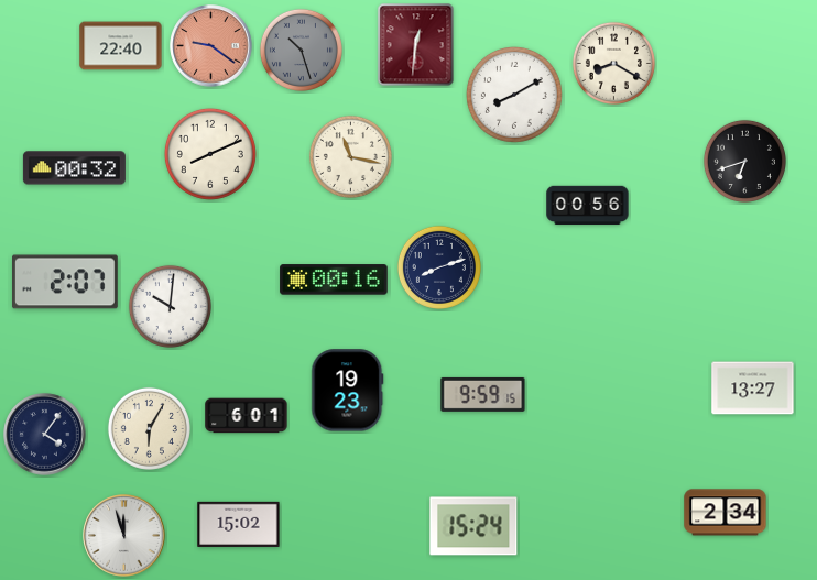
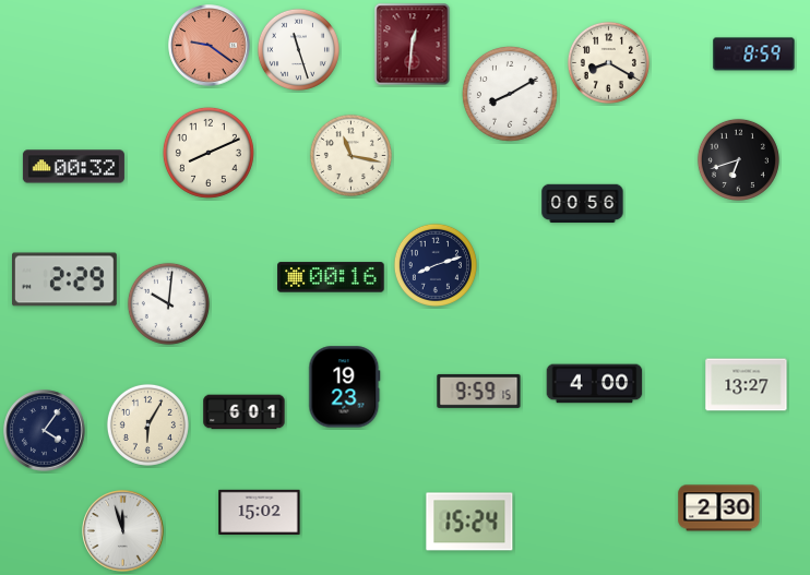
clock at (121, 46): 22:40 -> none
clock at (301, 50): 10:27 -> 11:27
clock at (301, 50) dial: grey -> white
clock at (754, 55): none -> 8:59
clock at (350, 156) position: (350, 156) -> (350, 155)
clock at (66, 282): 2:07 -> 2:29
clock at (595, 384): none -> 4:00
clock at (726, 513): 2:34 -> 2:30
clock at (239, 524) position: (239, 524) -> (260, 512)
